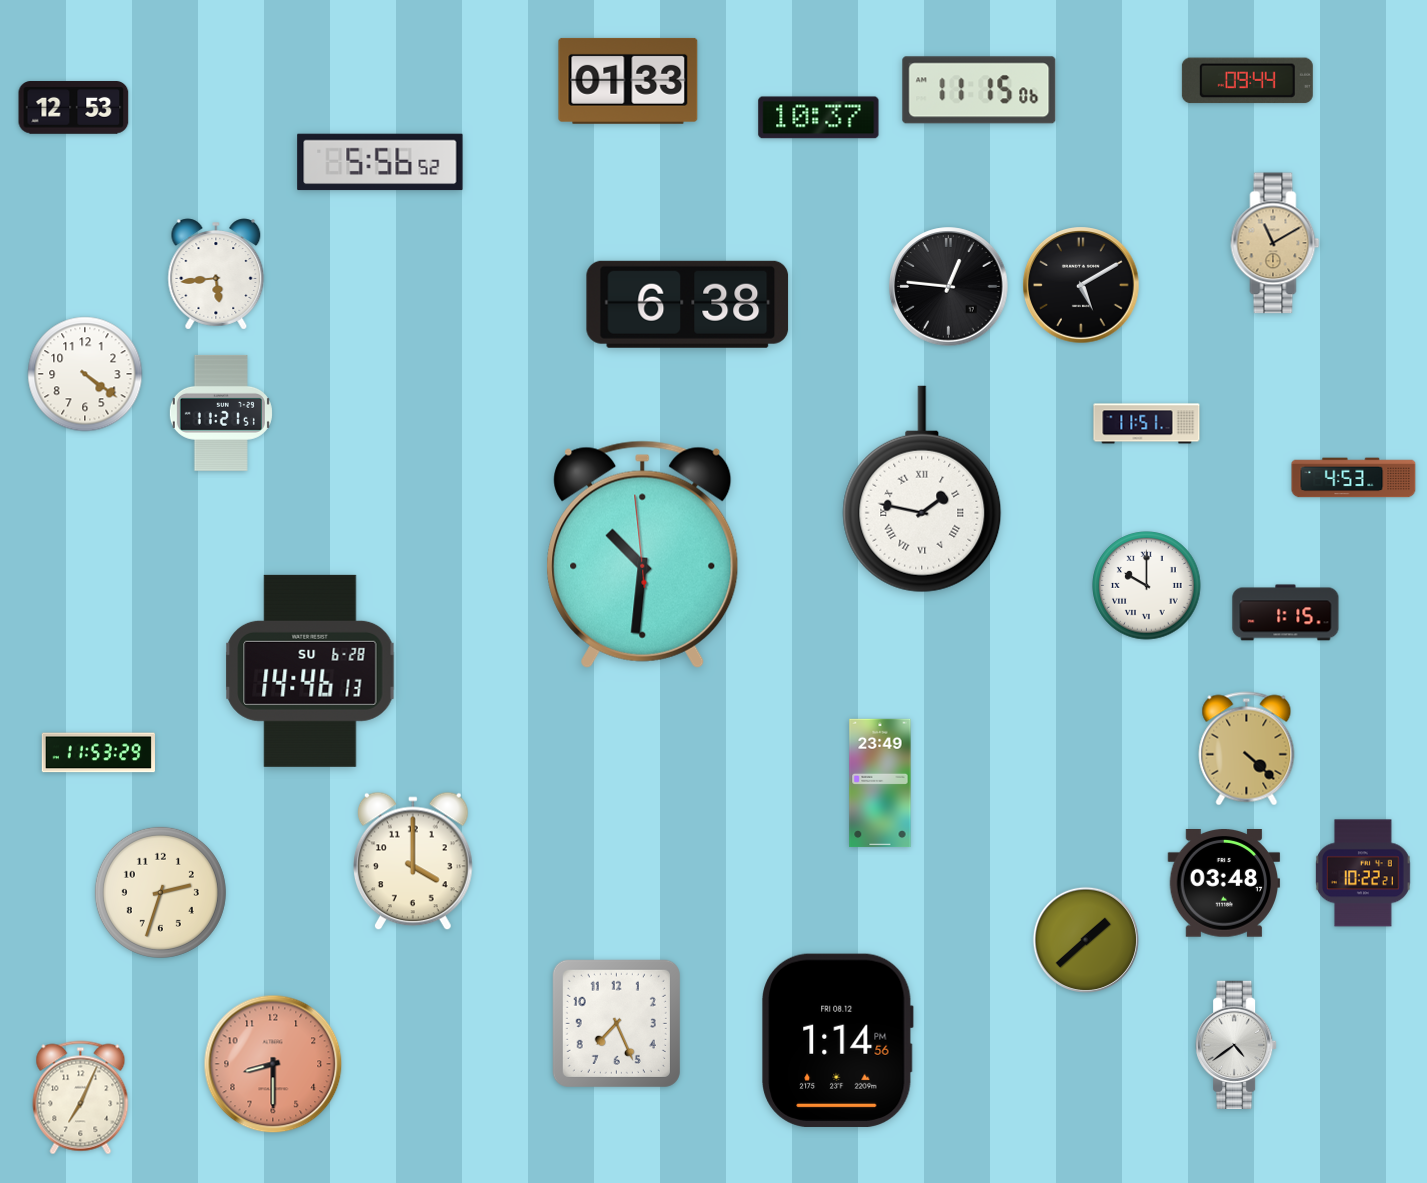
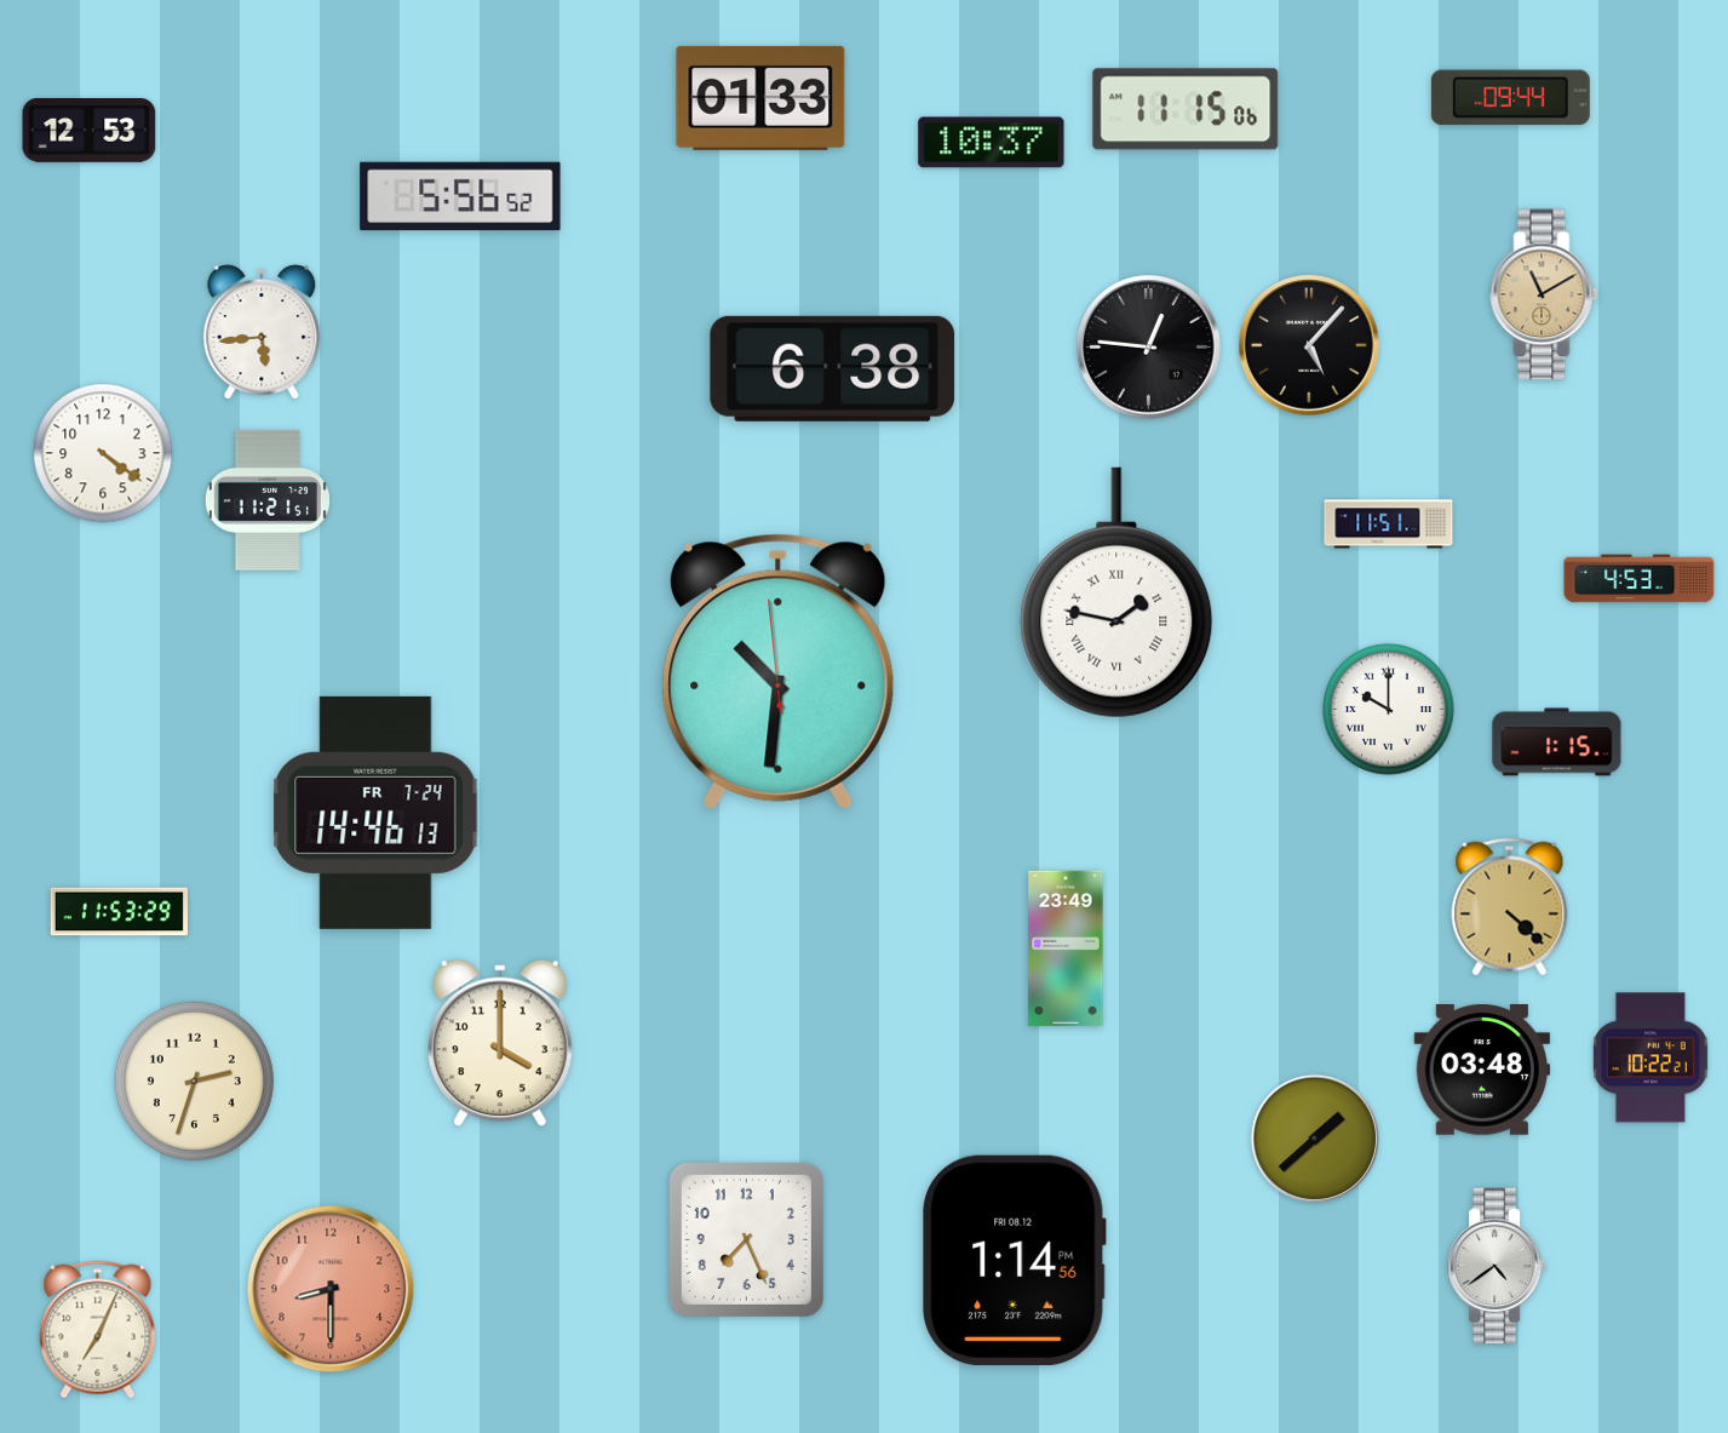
clock at (1081, 285): 5:10 -> 5:07
clock at (1147, 424) position: (1147, 424) -> (1389, 525)
clock at (310, 671) date: SU 6-28 -> FR 7-24
